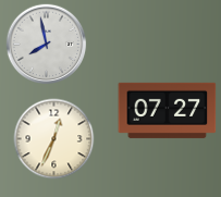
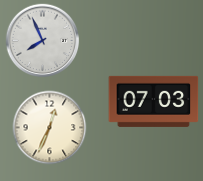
clock at (47, 45): 7:58 -> 7:56
clock at (168, 110): 07:27 -> 07:03
